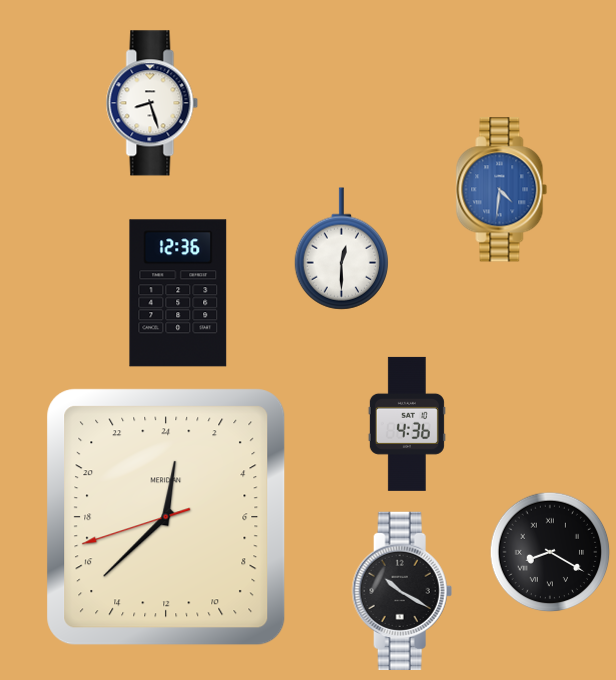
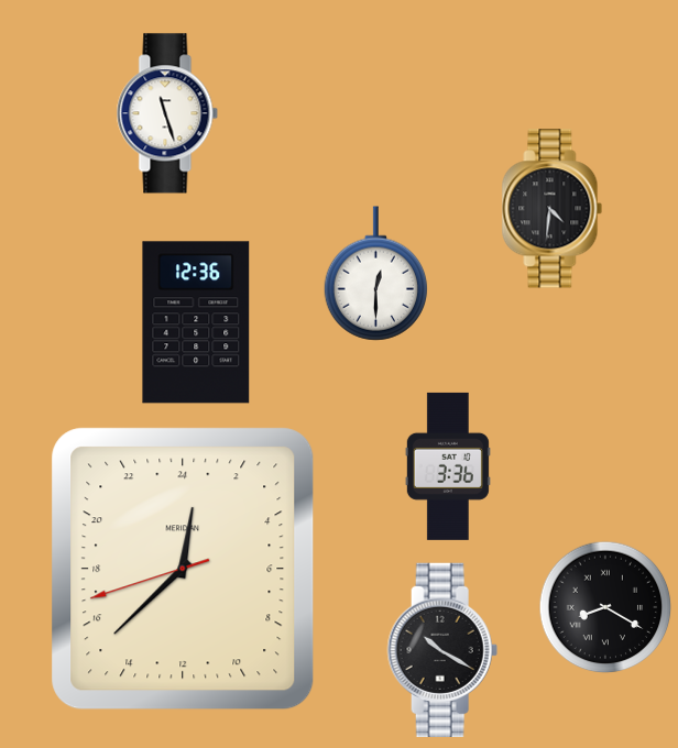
clock at (152, 103): 8:27 -> 11:27
clock at (502, 190) dial: blue -> black
clock at (407, 424): 4:36 -> 3:36
